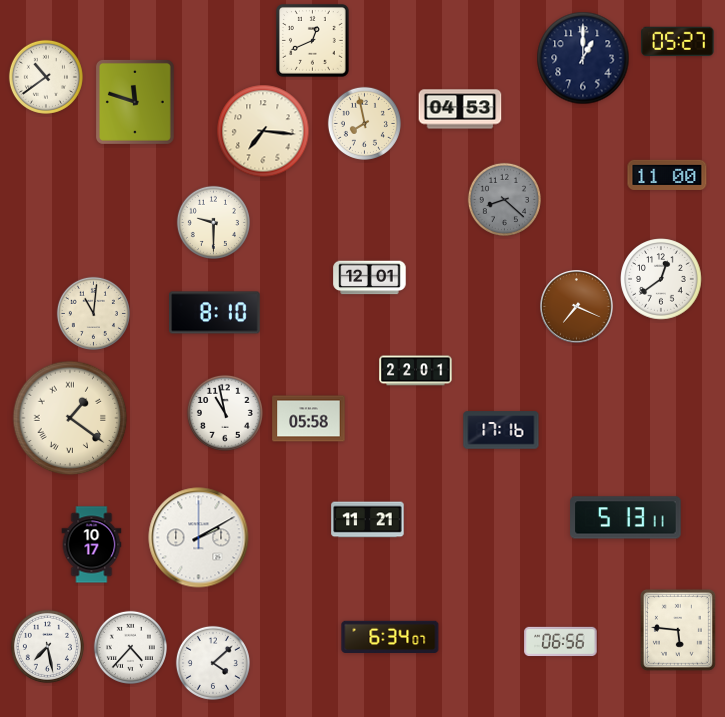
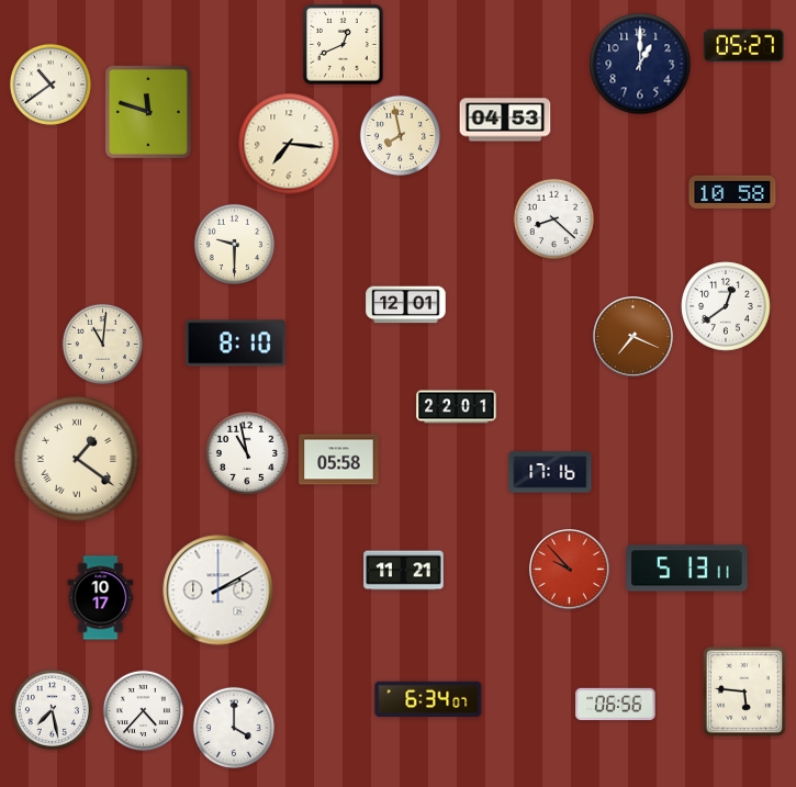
clock at (667, 175): 11:00 -> 10:58
clock at (504, 199) dial: grey -> white
clock at (570, 570): none -> 9:53
clock at (213, 663): 4:08 -> 4:00
